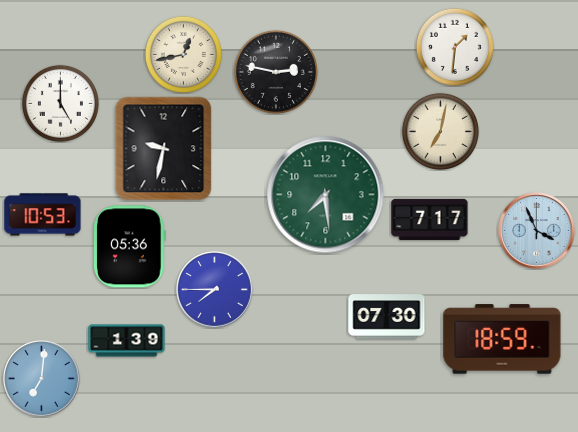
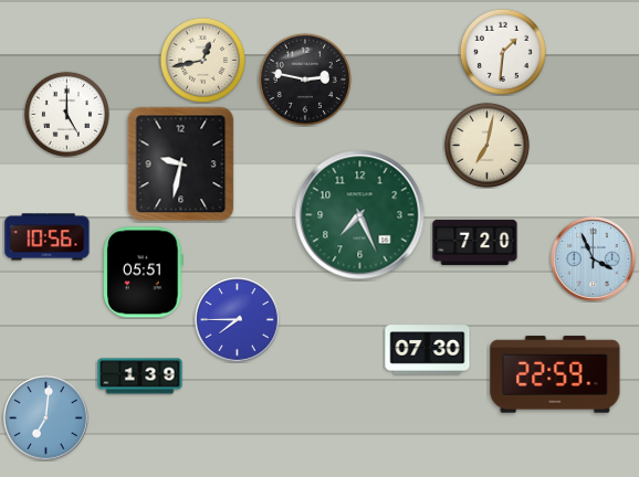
clock at (326, 195): 7:29 -> 7:26
clock at (43, 215): 10:53 -> 10:56
clock at (430, 219): 7:17 -> 7:20
clock at (537, 231) position: (537, 231) -> (594, 259)
clock at (130, 247): 05:36 -> 05:51
clock at (502, 339): 18:59 -> 22:59
